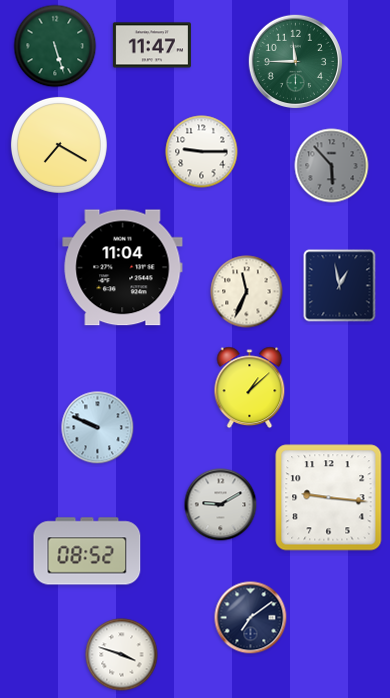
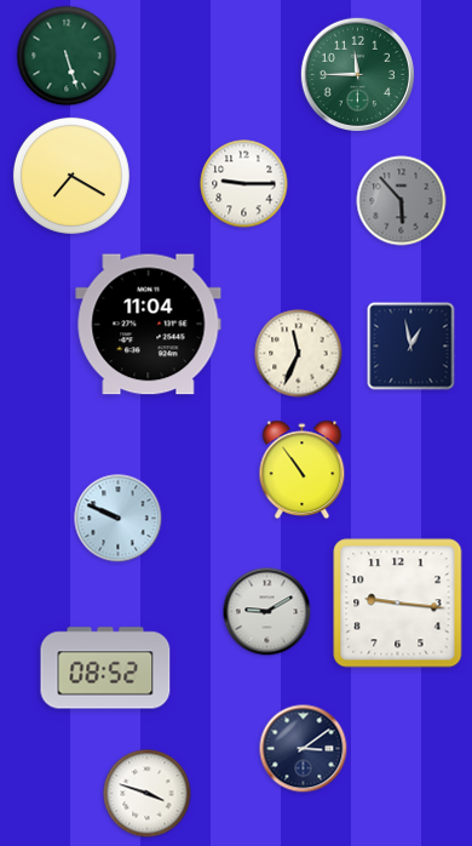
clock at (152, 45): 11:47 -> none
clock at (250, 388): 1:08 -> 10:54
clock at (251, 618): 7:09 -> 3:09
